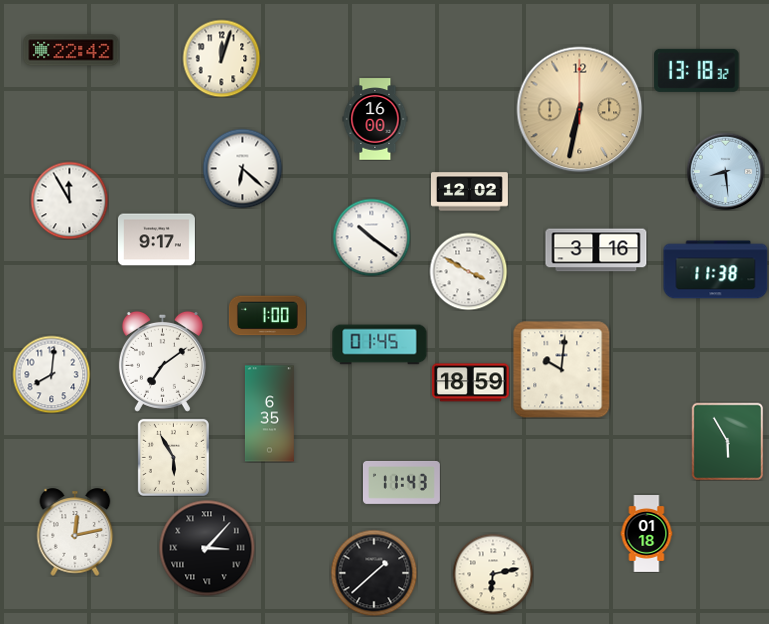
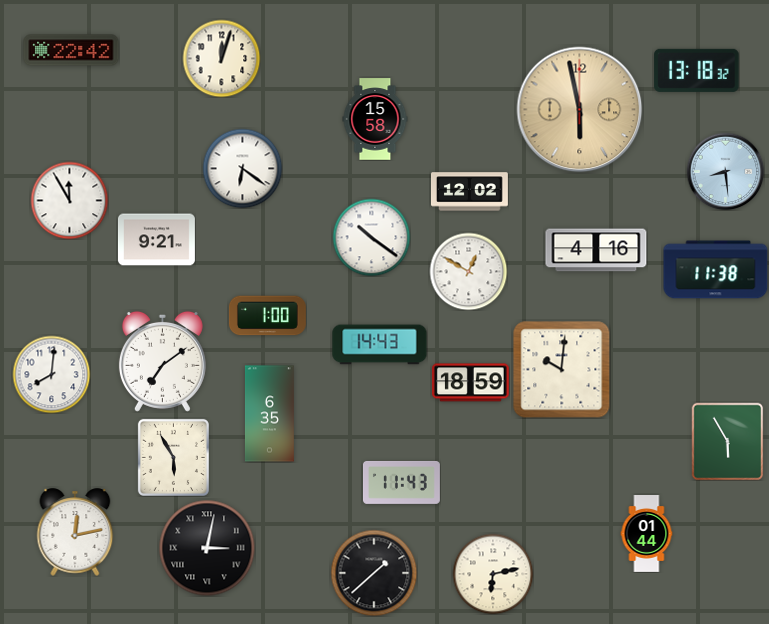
clock at (580, 110): 6:32 -> 5:58
clock at (375, 119): 16:00 -> 15:58
clock at (242, 168): 6:22 -> 6:21
clock at (156, 240): 9:17 -> 9:21
clock at (596, 250): 3:16 -> 4:16
clock at (468, 271): 3:50 -> 12:50
clock at (380, 345): 01:45 -> 14:43
clock at (647, 534): 01:18 -> 01:44
clock at (207, 548): 3:07 -> 3:02
